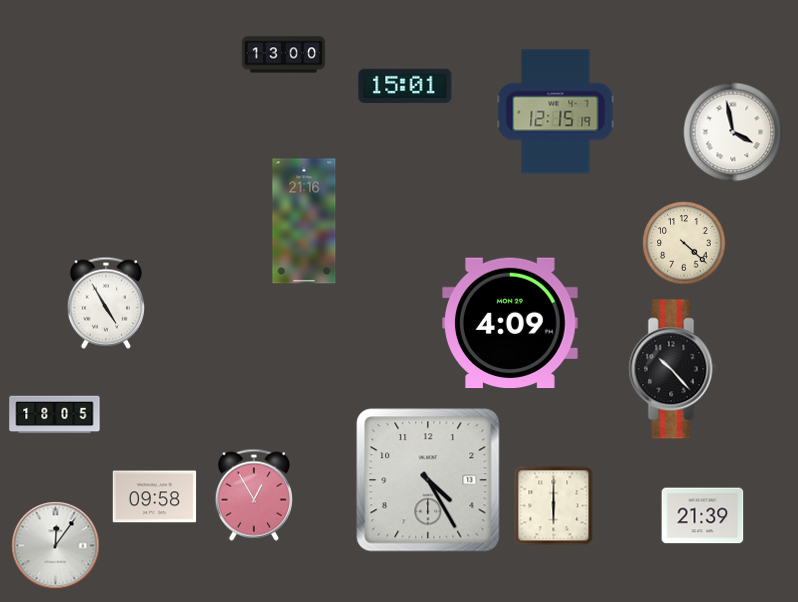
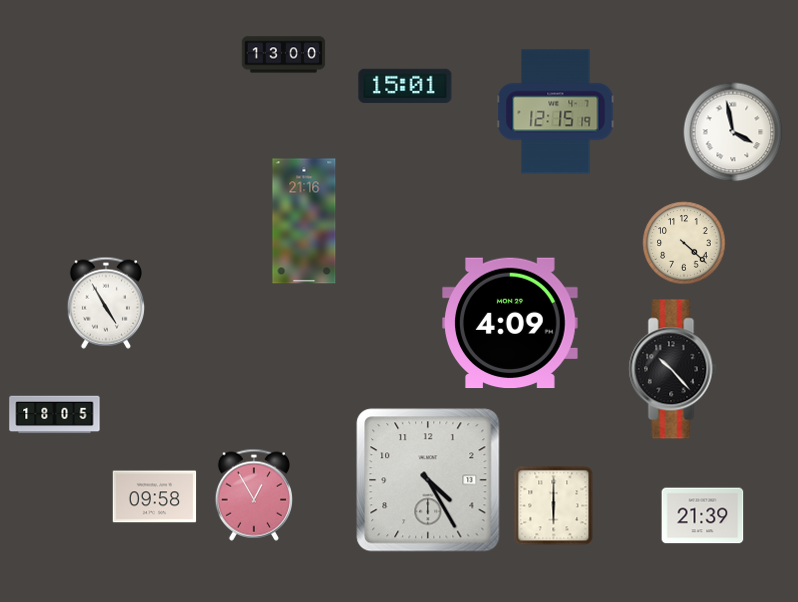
clock at (56, 546): 12:06 -> none
